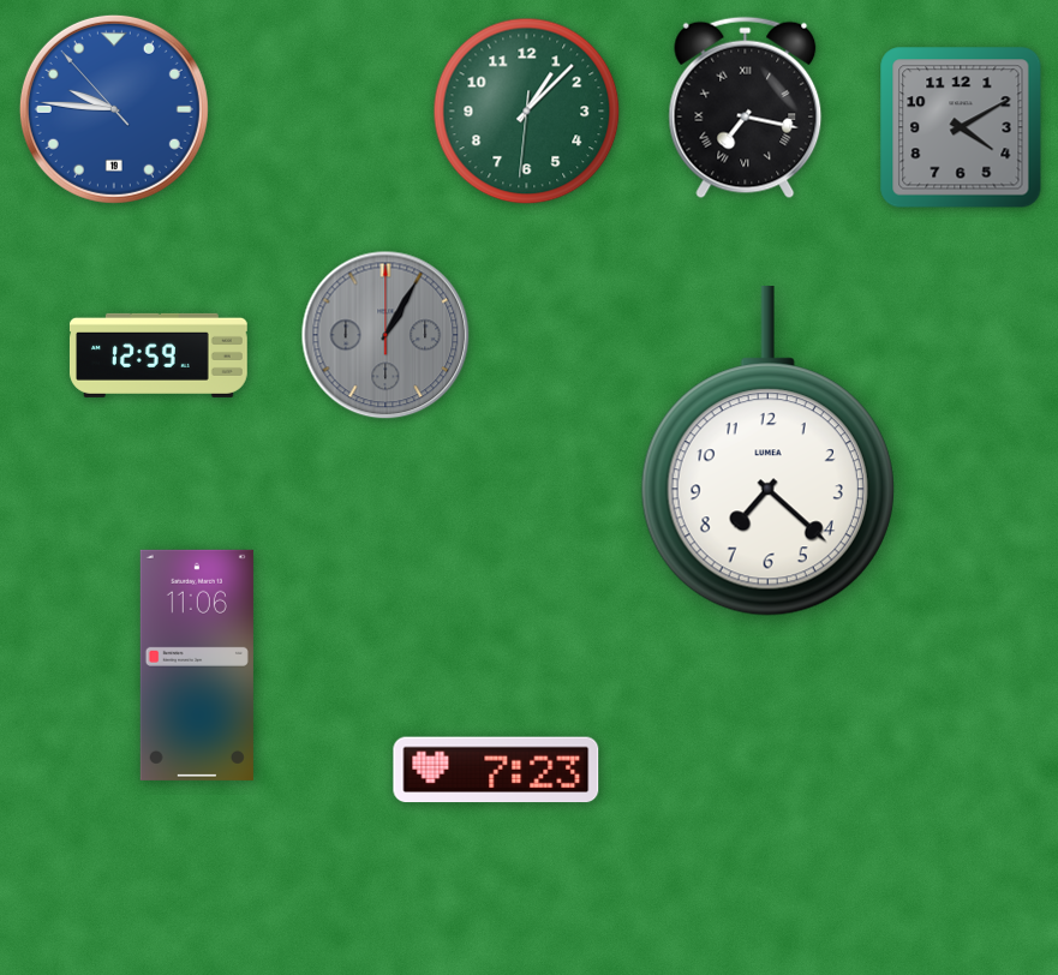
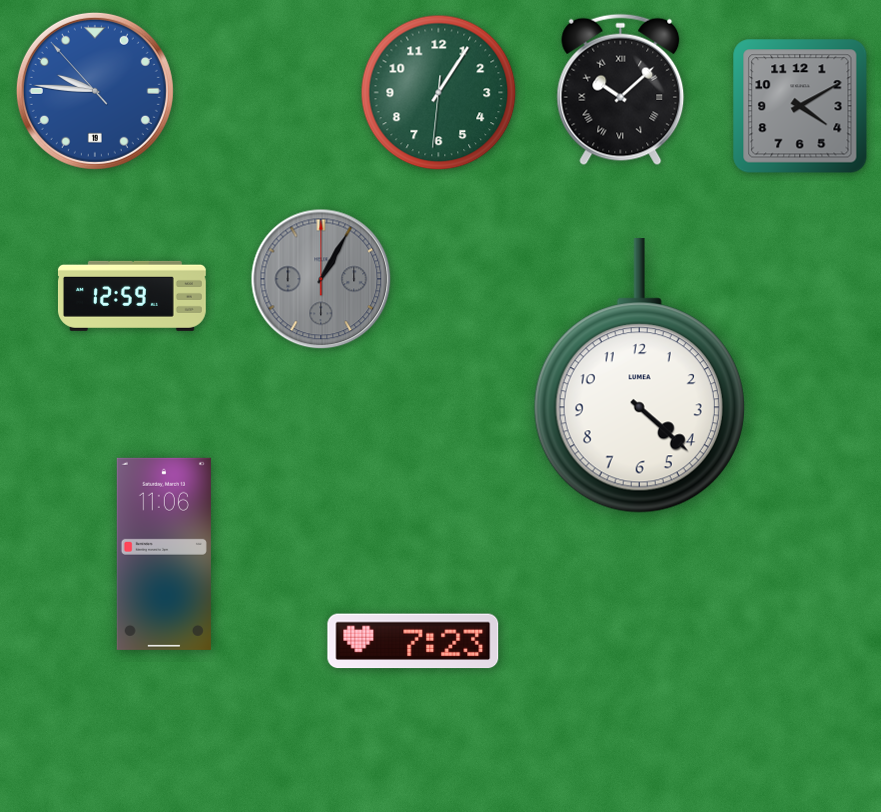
clock at (746, 108): 7:17 -> 10:08
clock at (527, 112): 1:07 -> 1:05
clock at (767, 451): 7:22 -> 4:22
